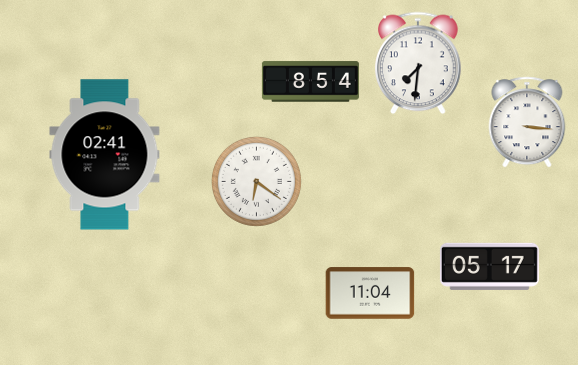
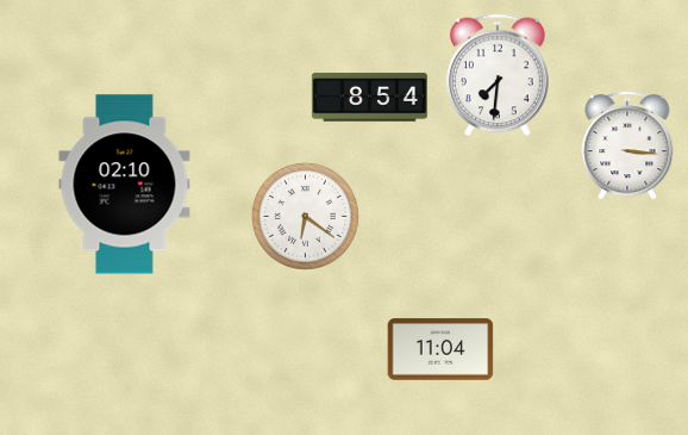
clock at (105, 155): 02:41 -> 02:10
clock at (489, 266): 05:17 -> none
